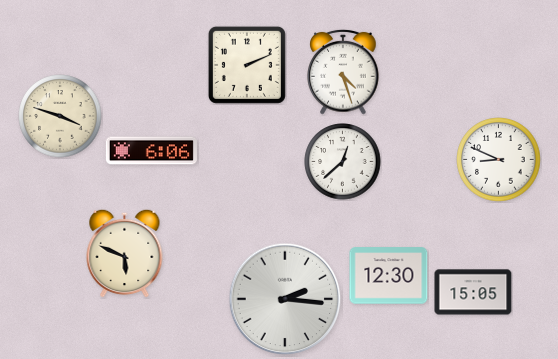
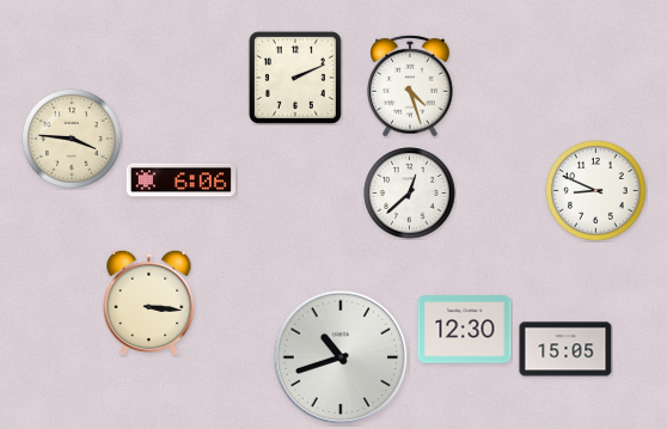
clock at (60, 116): 3:48 -> 3:46
clock at (125, 253): 5:49 -> 3:16
clock at (285, 299): 2:16 -> 10:42
